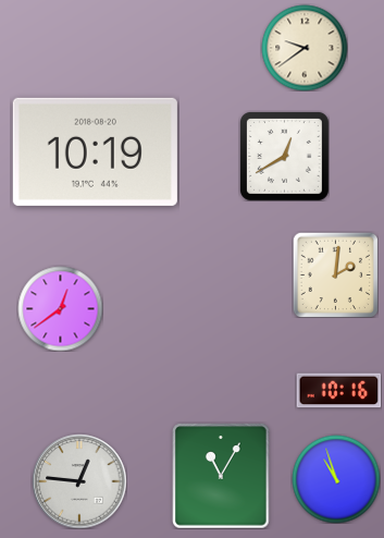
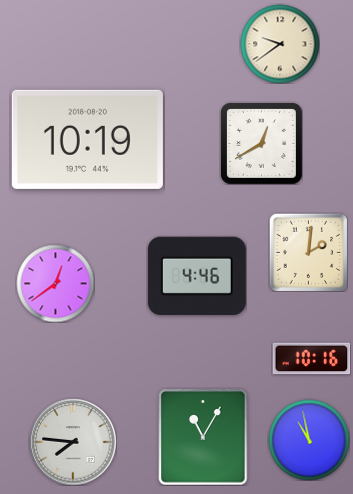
clock at (197, 276): none -> 4:46
clock at (336, 479): 10:57 -> 10:58
clock at (79, 481): 12:46 -> 7:46
